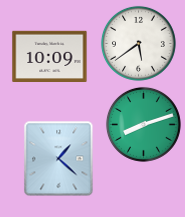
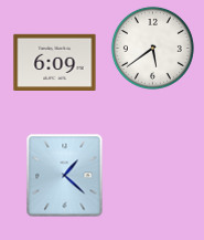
clock at (50, 56): 10:09 -> 6:09
clock at (143, 124): 8:12 -> none
